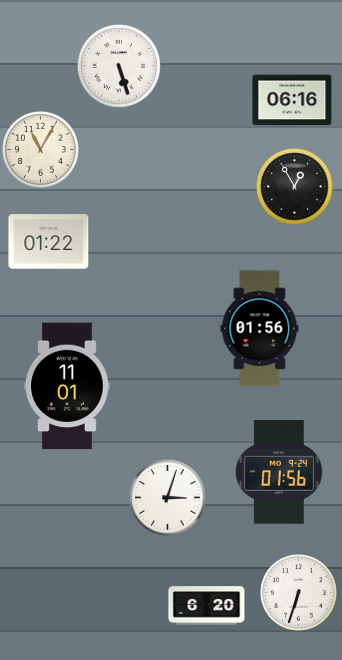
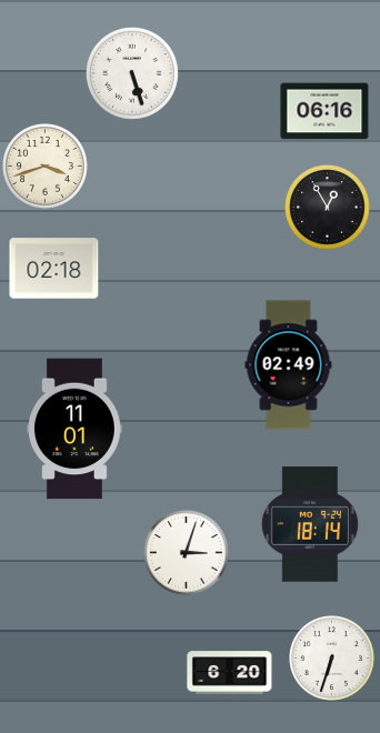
clock at (41, 150): 11:05 -> 3:42
clock at (49, 242): 01:22 -> 02:18
clock at (260, 329): 01:56 -> 02:49
clock at (279, 472): 01:56 -> 18:14
